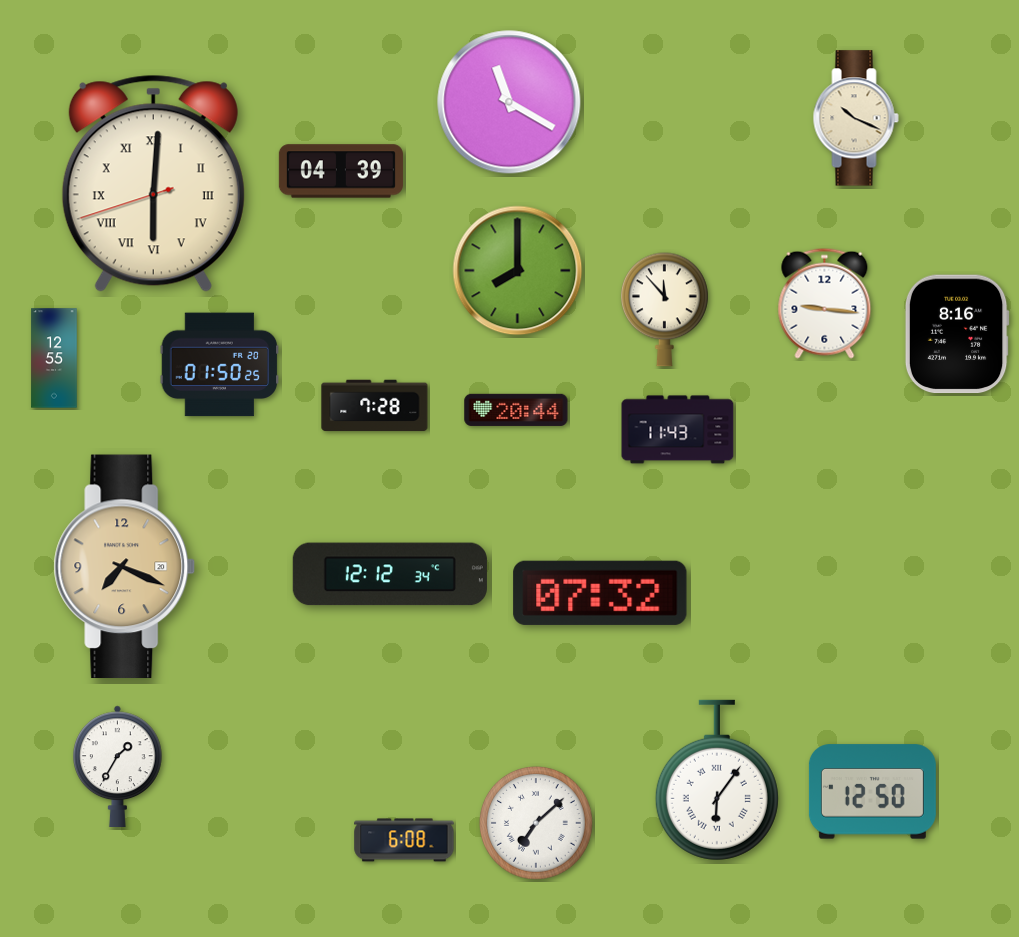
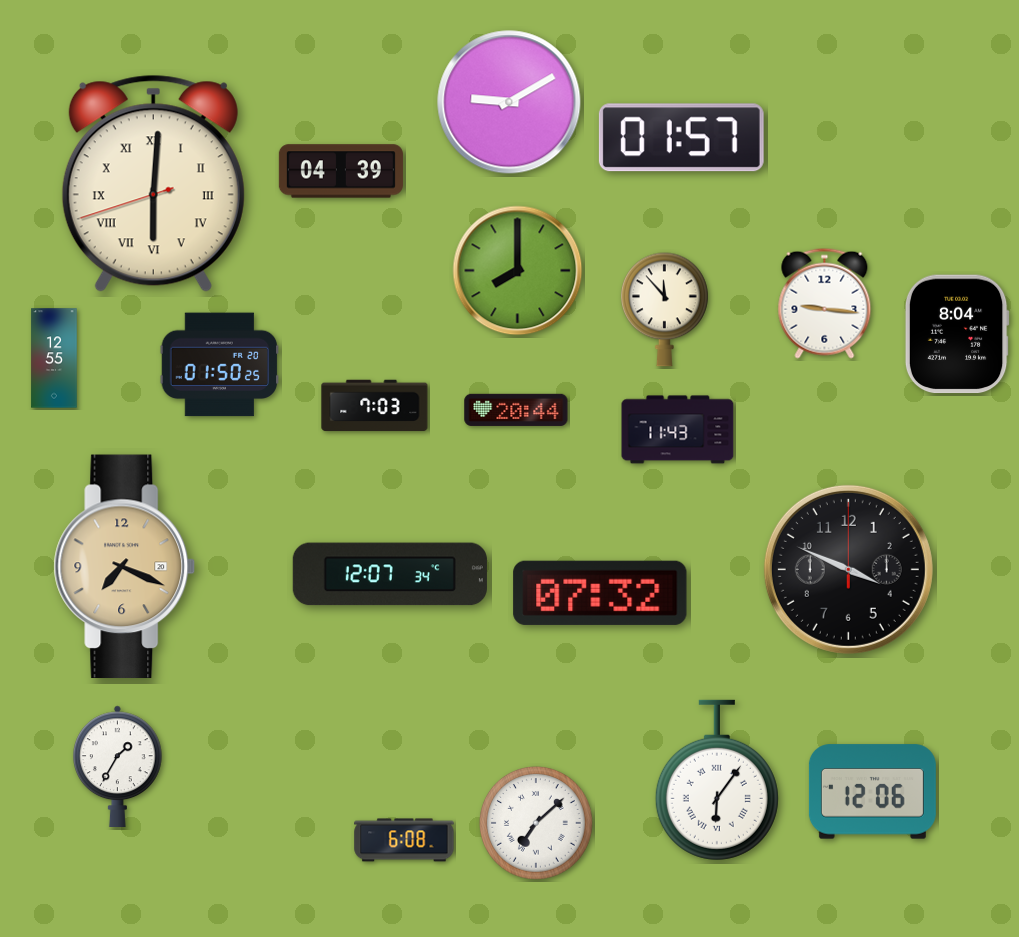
clock at (509, 102): 11:20 -> 9:10
clock at (856, 118): 10:19 -> none
clock at (681, 138): none -> 01:57
clock at (957, 334): 8:16 -> 8:04
clock at (375, 406): 7:28 -> 7:03
clock at (848, 569): none -> 3:49
clock at (390, 574): 12:12 -> 12:07
clock at (872, 792): 12:50 -> 12:06
